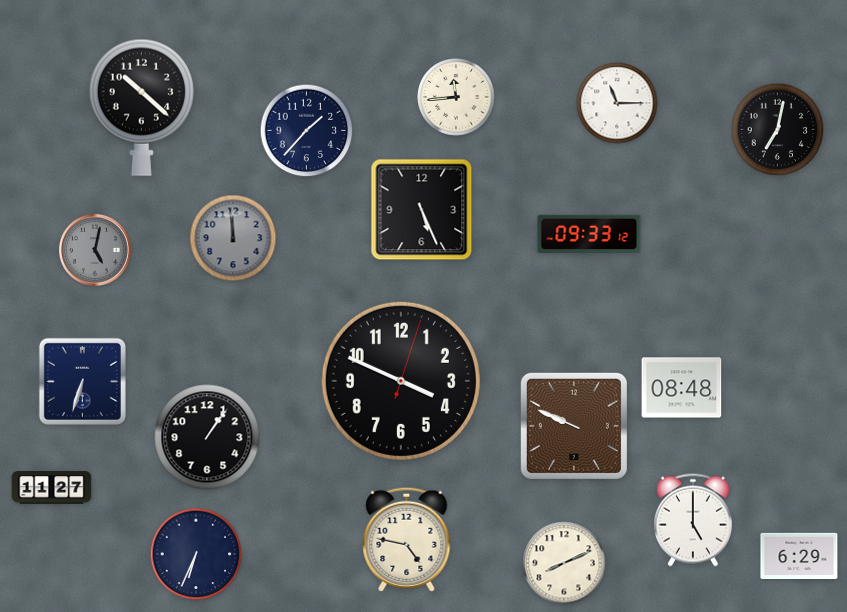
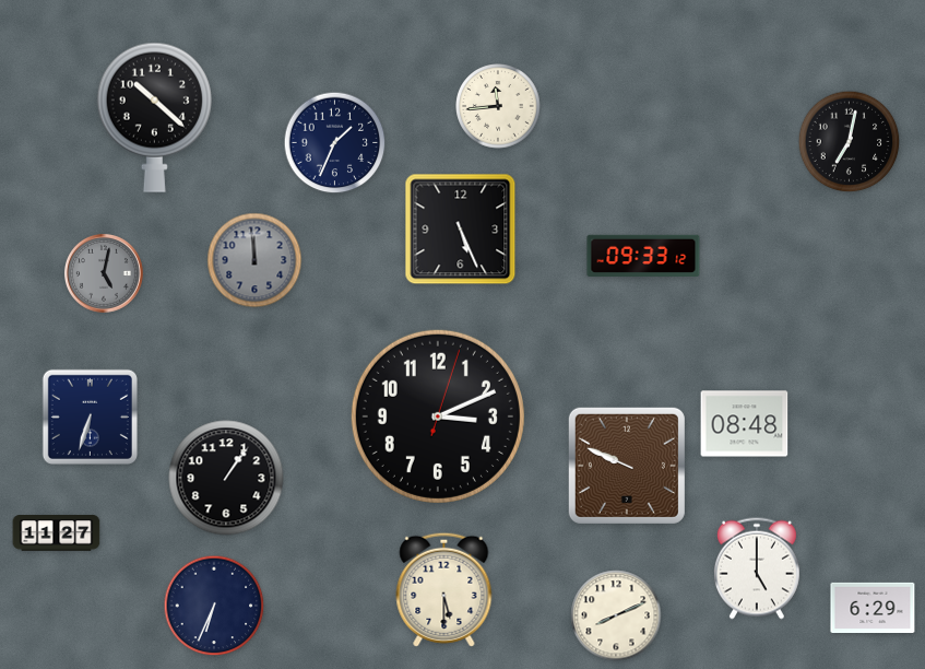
clock at (617, 103): 11:15 -> none
clock at (307, 131): 1:37 -> 1:34
clock at (401, 381): 3:49 -> 3:11
clock at (407, 539): 4:47 -> 5:30
